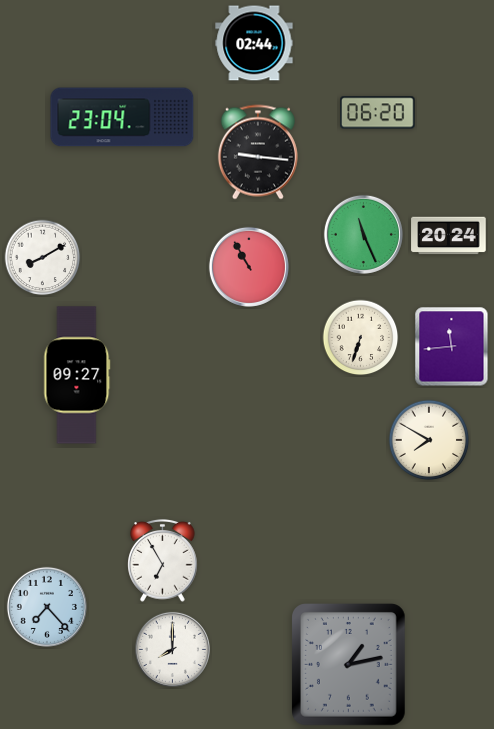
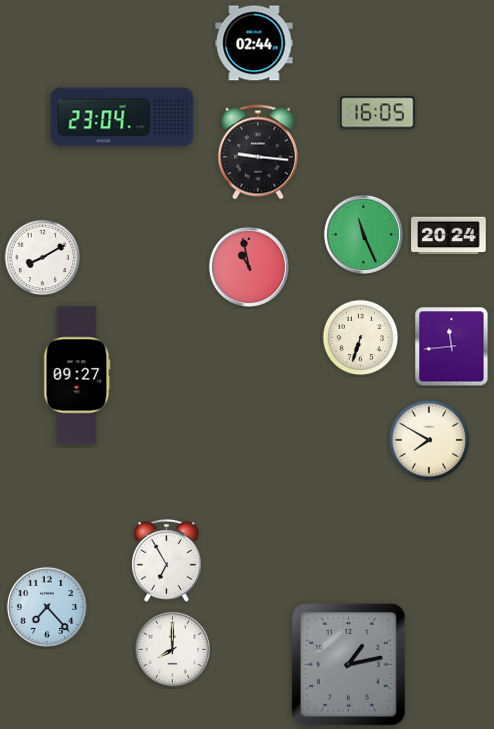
clock at (378, 113): 06:20 -> 16:05
clock at (249, 267): 10:55 -> 10:58
clock at (163, 561) position: (163, 561) -> (167, 561)
